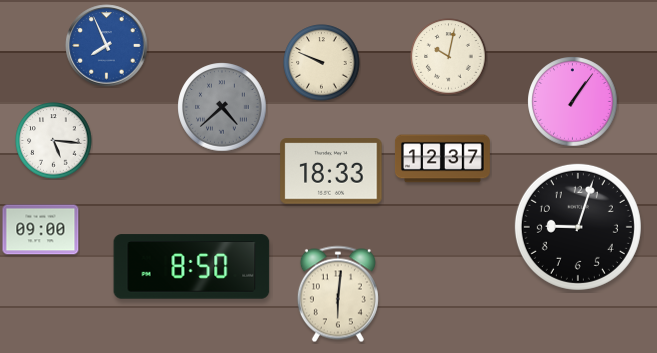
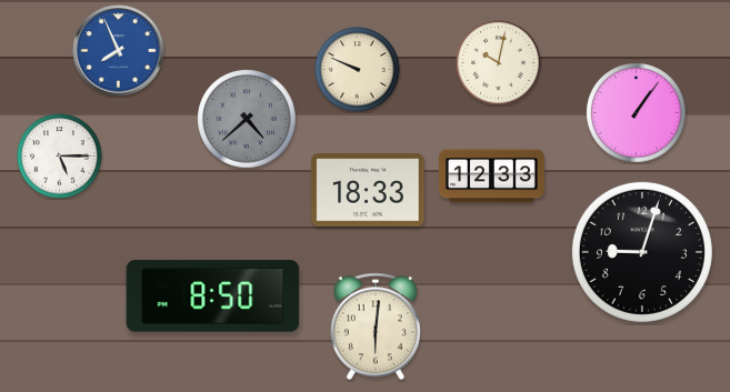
clock at (54, 141): 5:16 -> 5:15
clock at (442, 159): 12:37 -> 12:33
clock at (41, 230): 09:00 -> none
